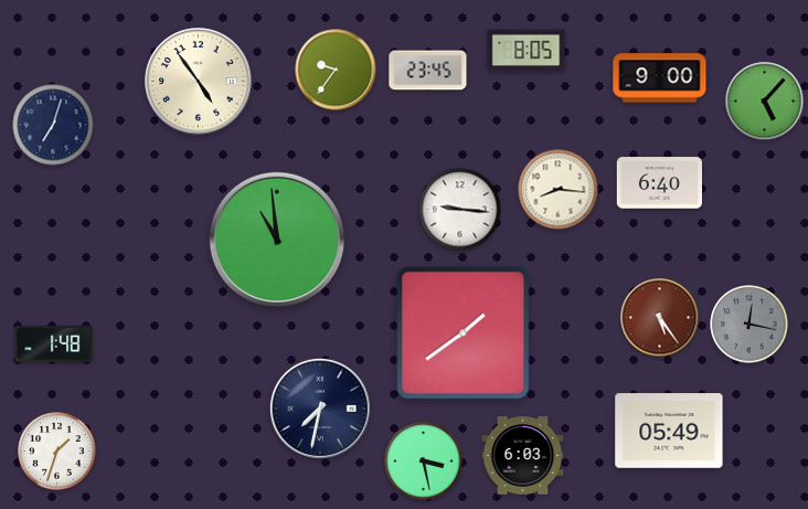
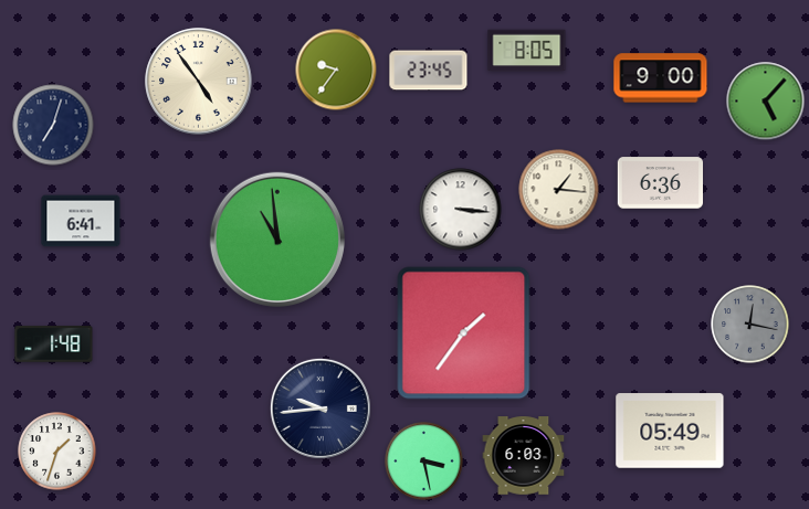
clock at (659, 183): 6:40 -> 6:36
clock at (559, 190): 8:16 -> 1:16
clock at (460, 210): 9:16 -> 3:16
clock at (81, 221): none -> 6:41
clock at (660, 318): 5:24 -> none
clock at (464, 333): 1:39 -> 1:36
clock at (320, 409): 7:32 -> 9:44
